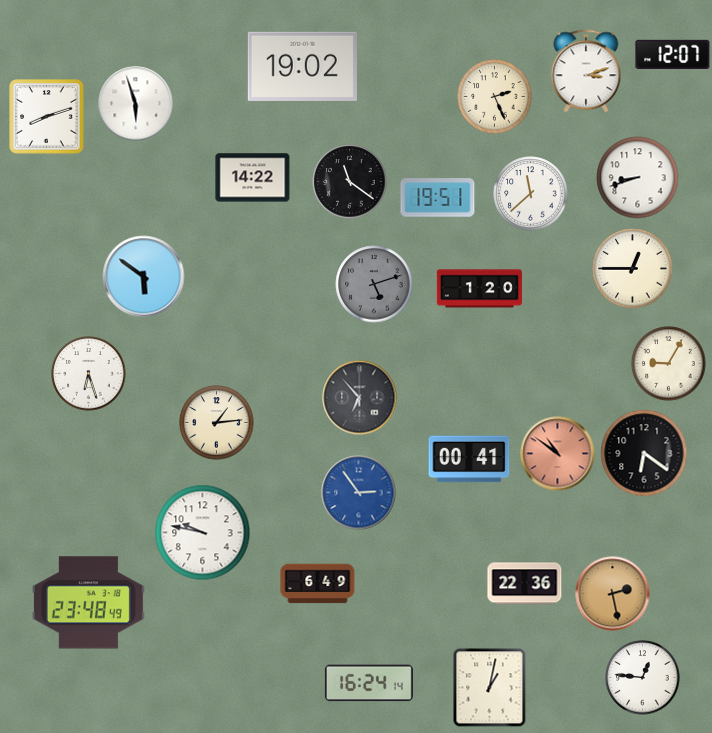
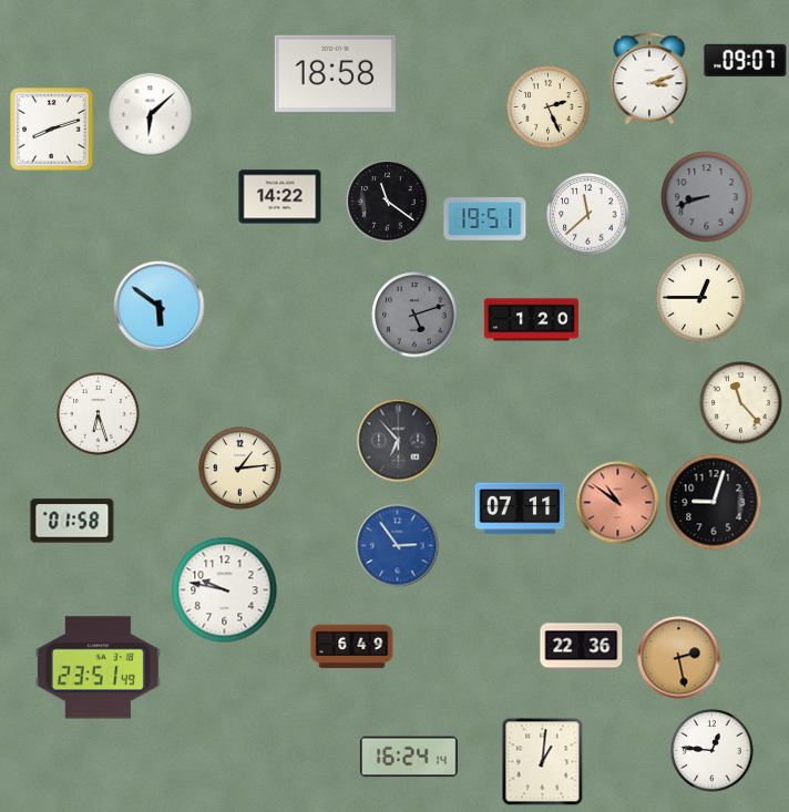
clock at (673, 54): 12:07 -> 09:07
clock at (302, 66): 19:02 -> 18:58
clock at (136, 104): 5:57 -> 6:08
clock at (638, 178) dial: white -> grey
clock at (669, 364): 9:05 -> 11:23
clock at (644, 453): 6:21 -> 9:03
clock at (469, 459): 00:41 -> 07:11
clock at (72, 521): none -> 01:58
clock at (88, 603): 23:48 -> 23:51
clock at (490, 688): 1:02 -> 1:01
